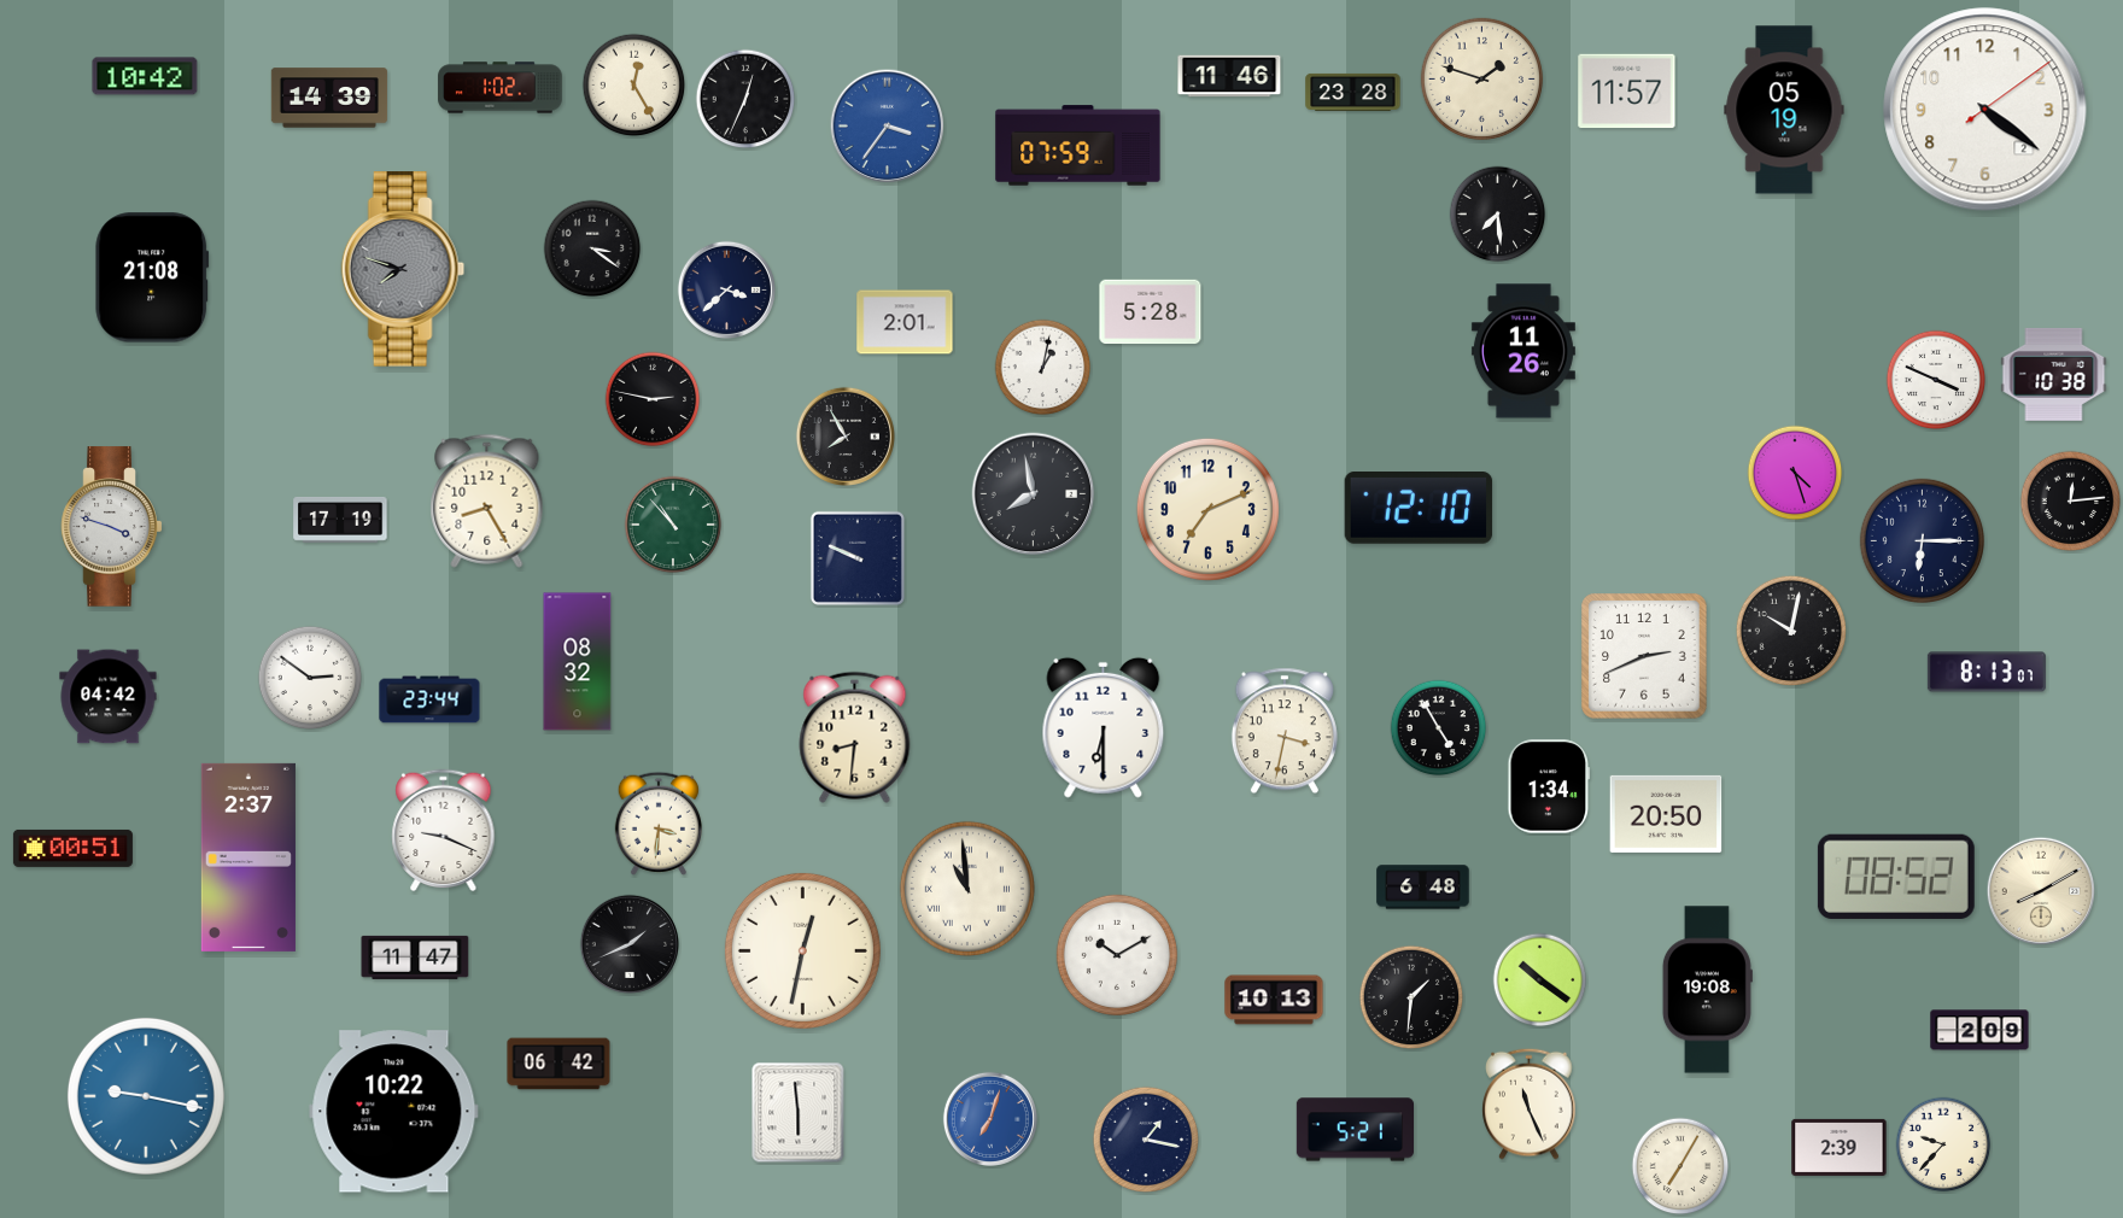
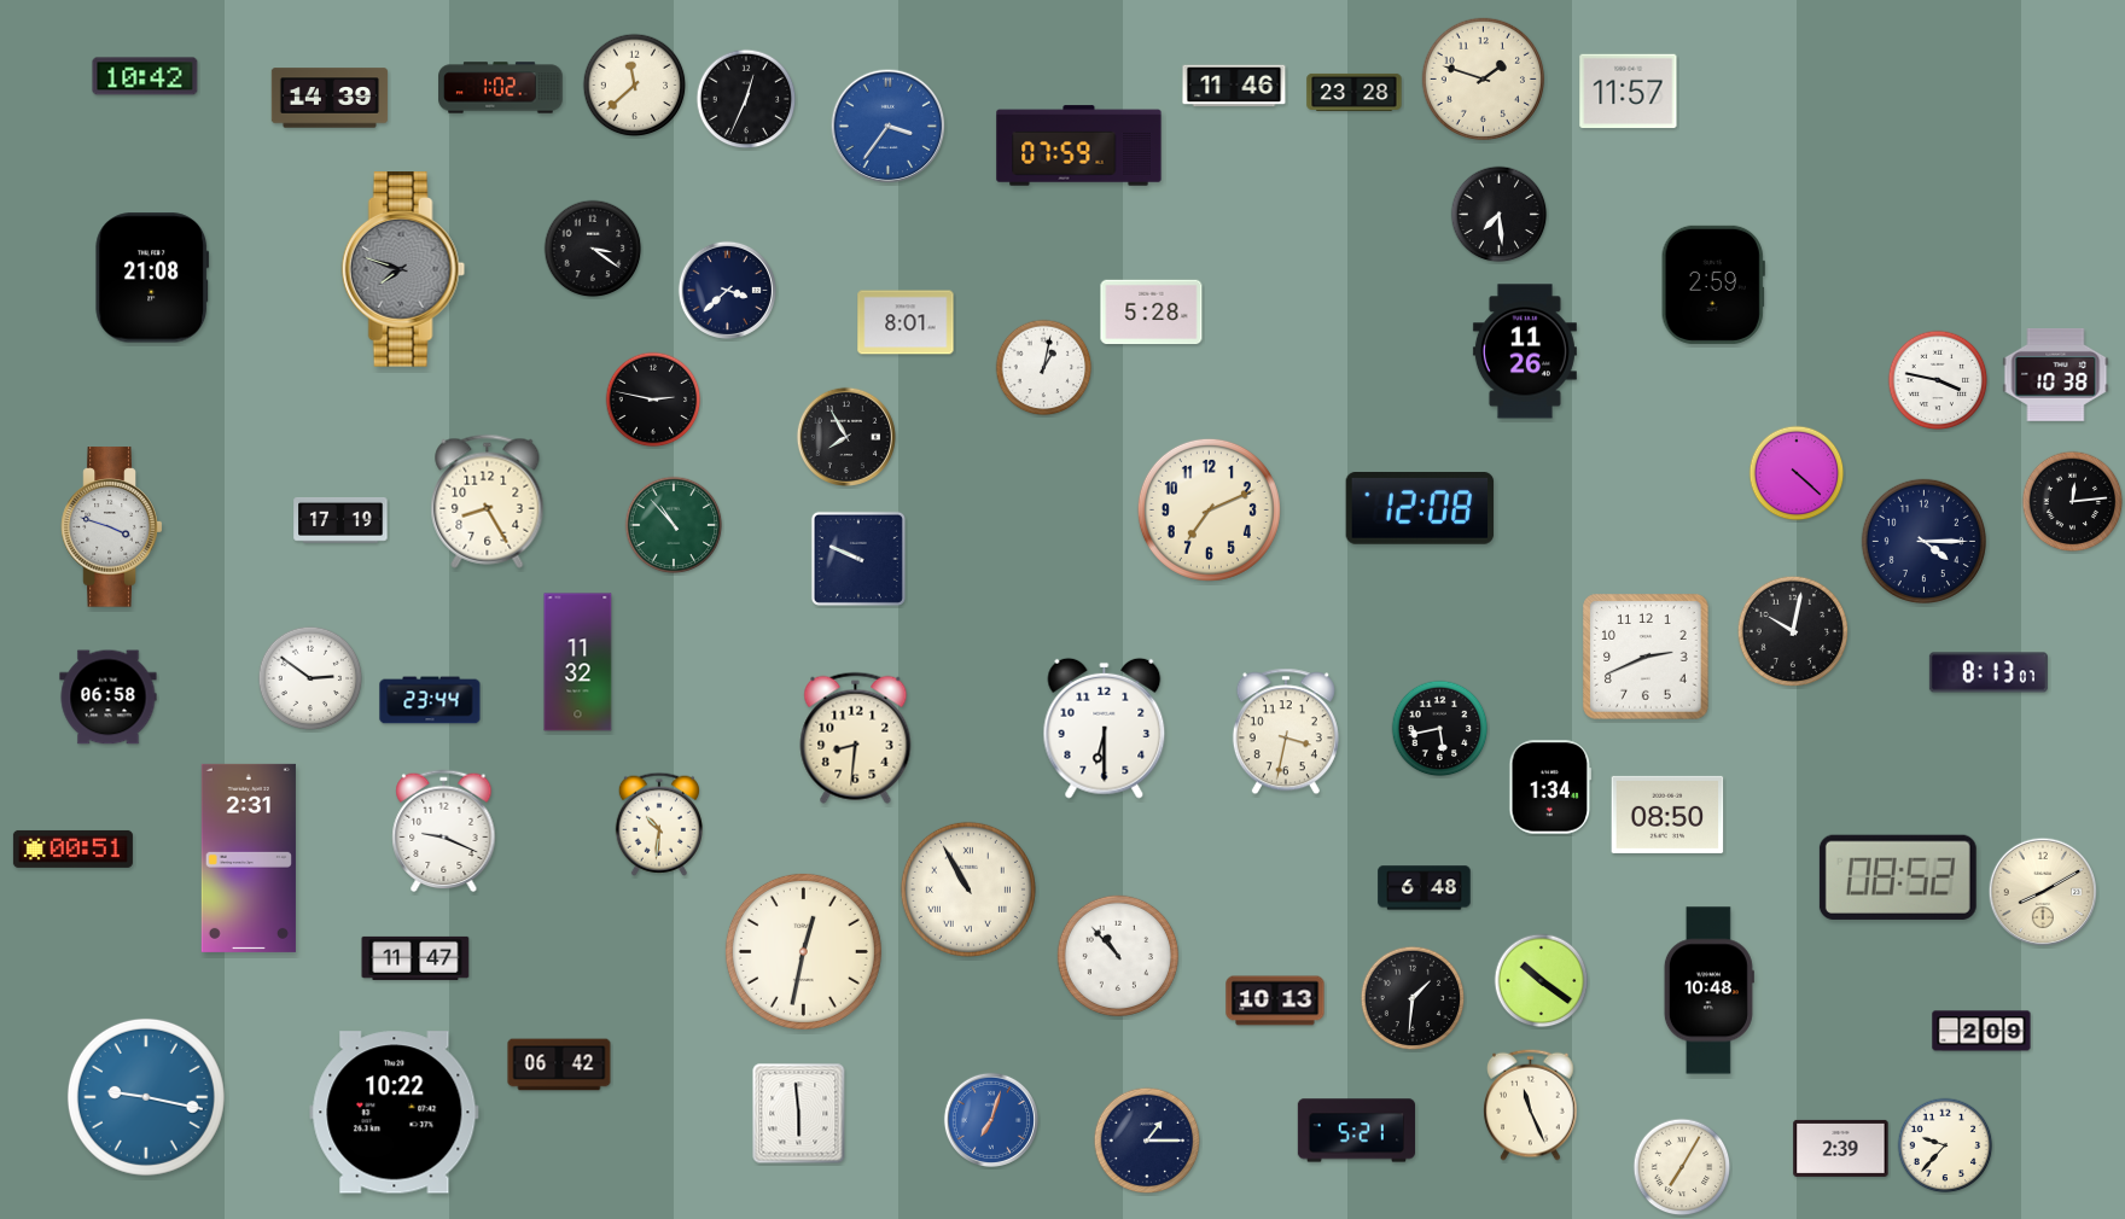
clock at (1229, 76) position: (1229, 76) -> (1234, 86)
clock at (634, 86): 12:25 -> 11:38
clock at (1784, 110): 05:19 -> none
clock at (1985, 110): 4:21 -> none
clock at (1713, 285): none -> 2:59
clock at (905, 322): 2:01 -> 8:01
clock at (1936, 380): 3:49 -> 3:47
clock at (1795, 473): 4:27 -> 4:22
clock at (1034, 494): 7:58 -> none
clock at (1419, 509): 12:10 -> 12:08
clock at (1922, 540): 6:15 -> 4:15
clock at (578, 662): 08:32 -> 11:32
clock at (109, 697): 04:42 -> 06:58
clock at (1439, 728): 4:55 -> 5:43
clock at (1666, 814): 20:50 -> 08:50
clock at (659, 824): 3:31 -> 10:31
clock at (248, 857): 2:37 -> 2:31
clock at (967, 889): 10:59 -> 10:55
clock at (628, 943): 1:41 -> none
clock at (1117, 955): 10:10 -> 10:53
clock at (1707, 990): 19:08 -> 10:48
clock at (1146, 1140): 1:17 -> 1:15
